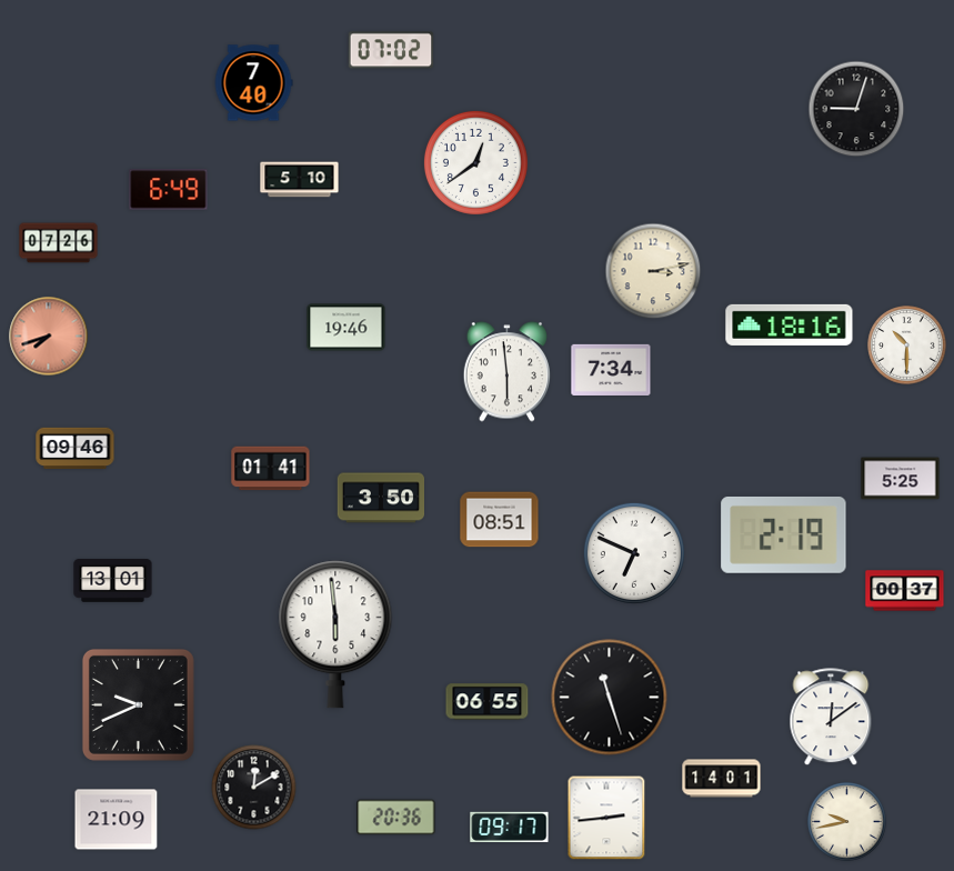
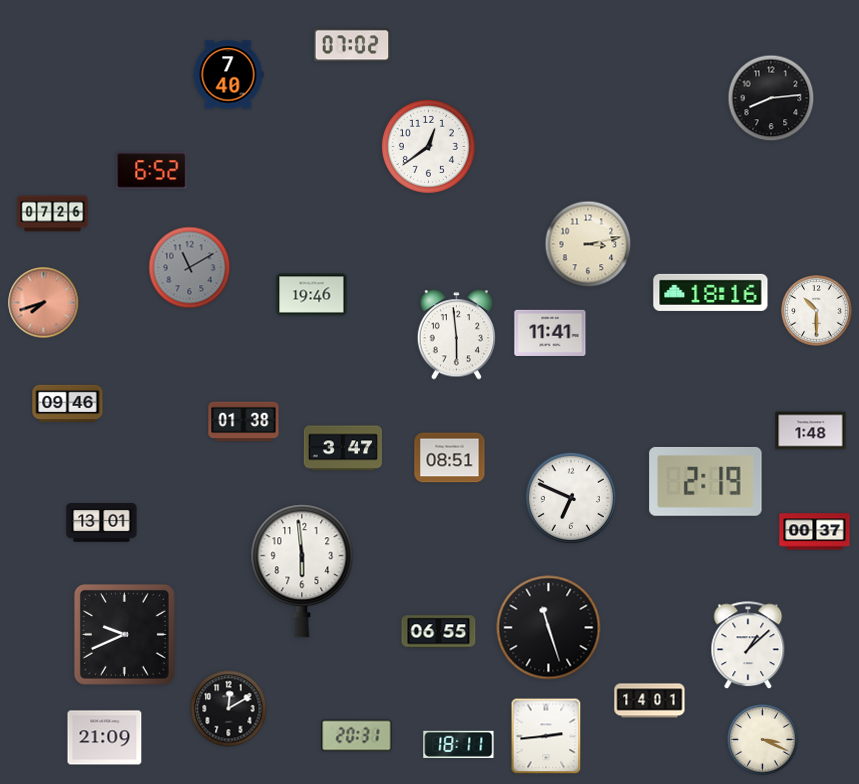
clock at (856, 109): 9:03 -> 8:14
clock at (300, 180): 5:10 -> none
clock at (169, 190): 6:49 -> 6:52
clock at (59, 243) position: (59, 243) -> (53, 214)
clock at (190, 268): none -> 11:10
clock at (611, 370): 7:34 -> 11:41
clock at (271, 469): 01:41 -> 01:38
clock at (901, 479): 5:25 -> 1:48
clock at (380, 498): 3:50 -> 3:47
clock at (500, 520) position: (500, 520) -> (450, 458)
clock at (831, 718): 12:09 -> 1:08
clock at (396, 818): 20:36 -> 20:31
clock at (847, 822): 9:43 -> 3:19
clock at (510, 827): 09:17 -> 18:11
